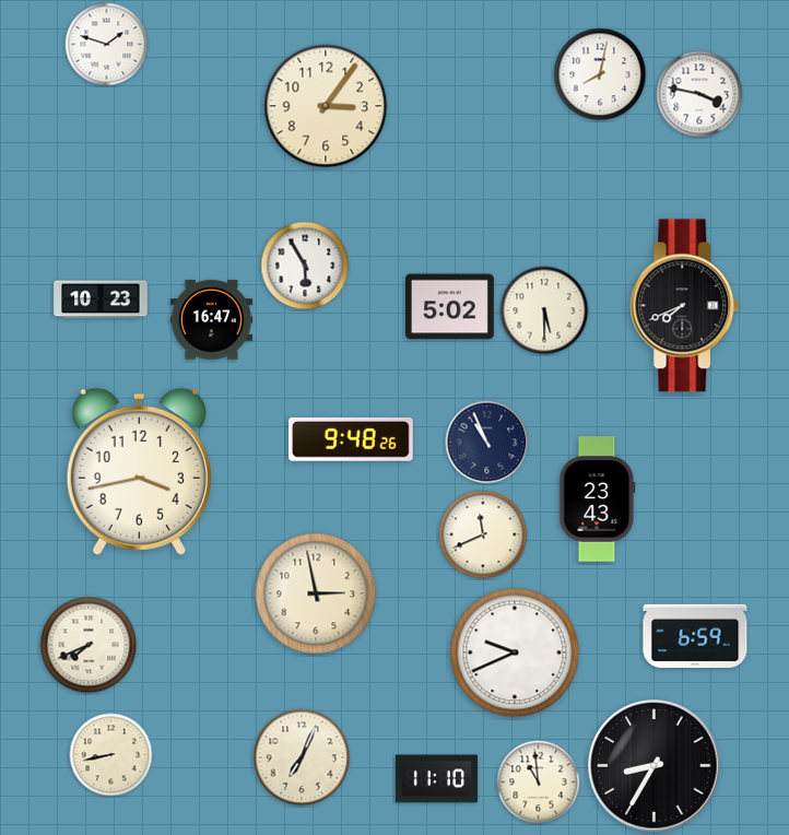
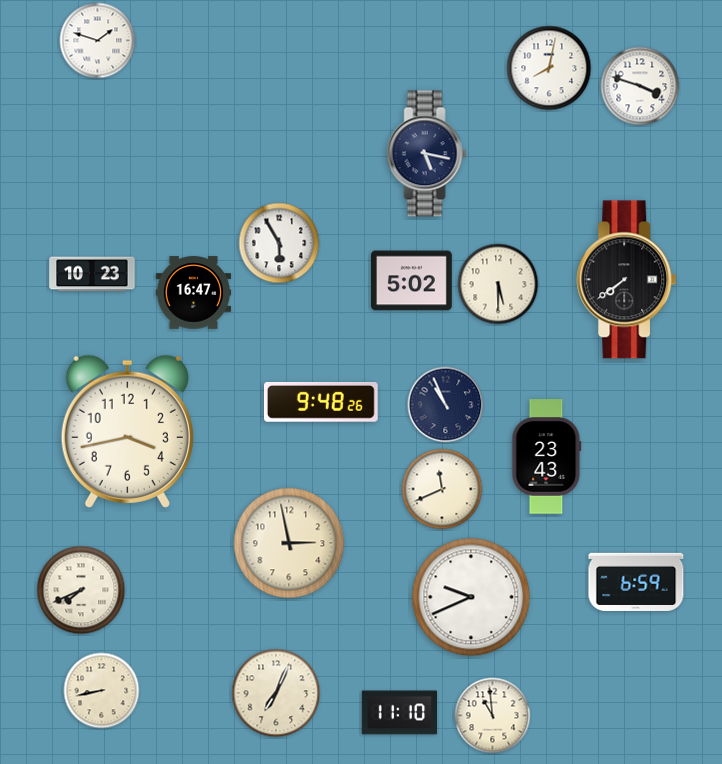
clock at (699, 94): 3:47 -> 3:48
clock at (326, 106): 3:06 -> none
clock at (427, 154): none -> 5:17
clock at (685, 306): 7:41 -> 7:39
clock at (655, 766): 8:35 -> none
